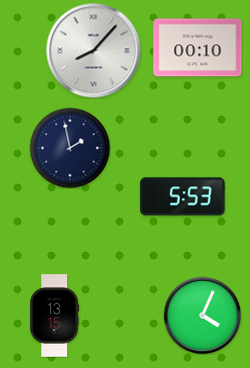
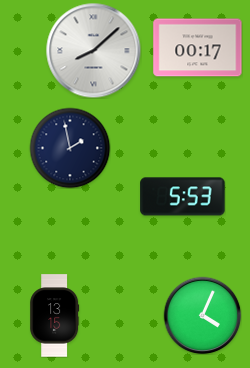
clock at (198, 48): 00:10 -> 00:17
clock at (93, 50): 8:07 -> 8:08
